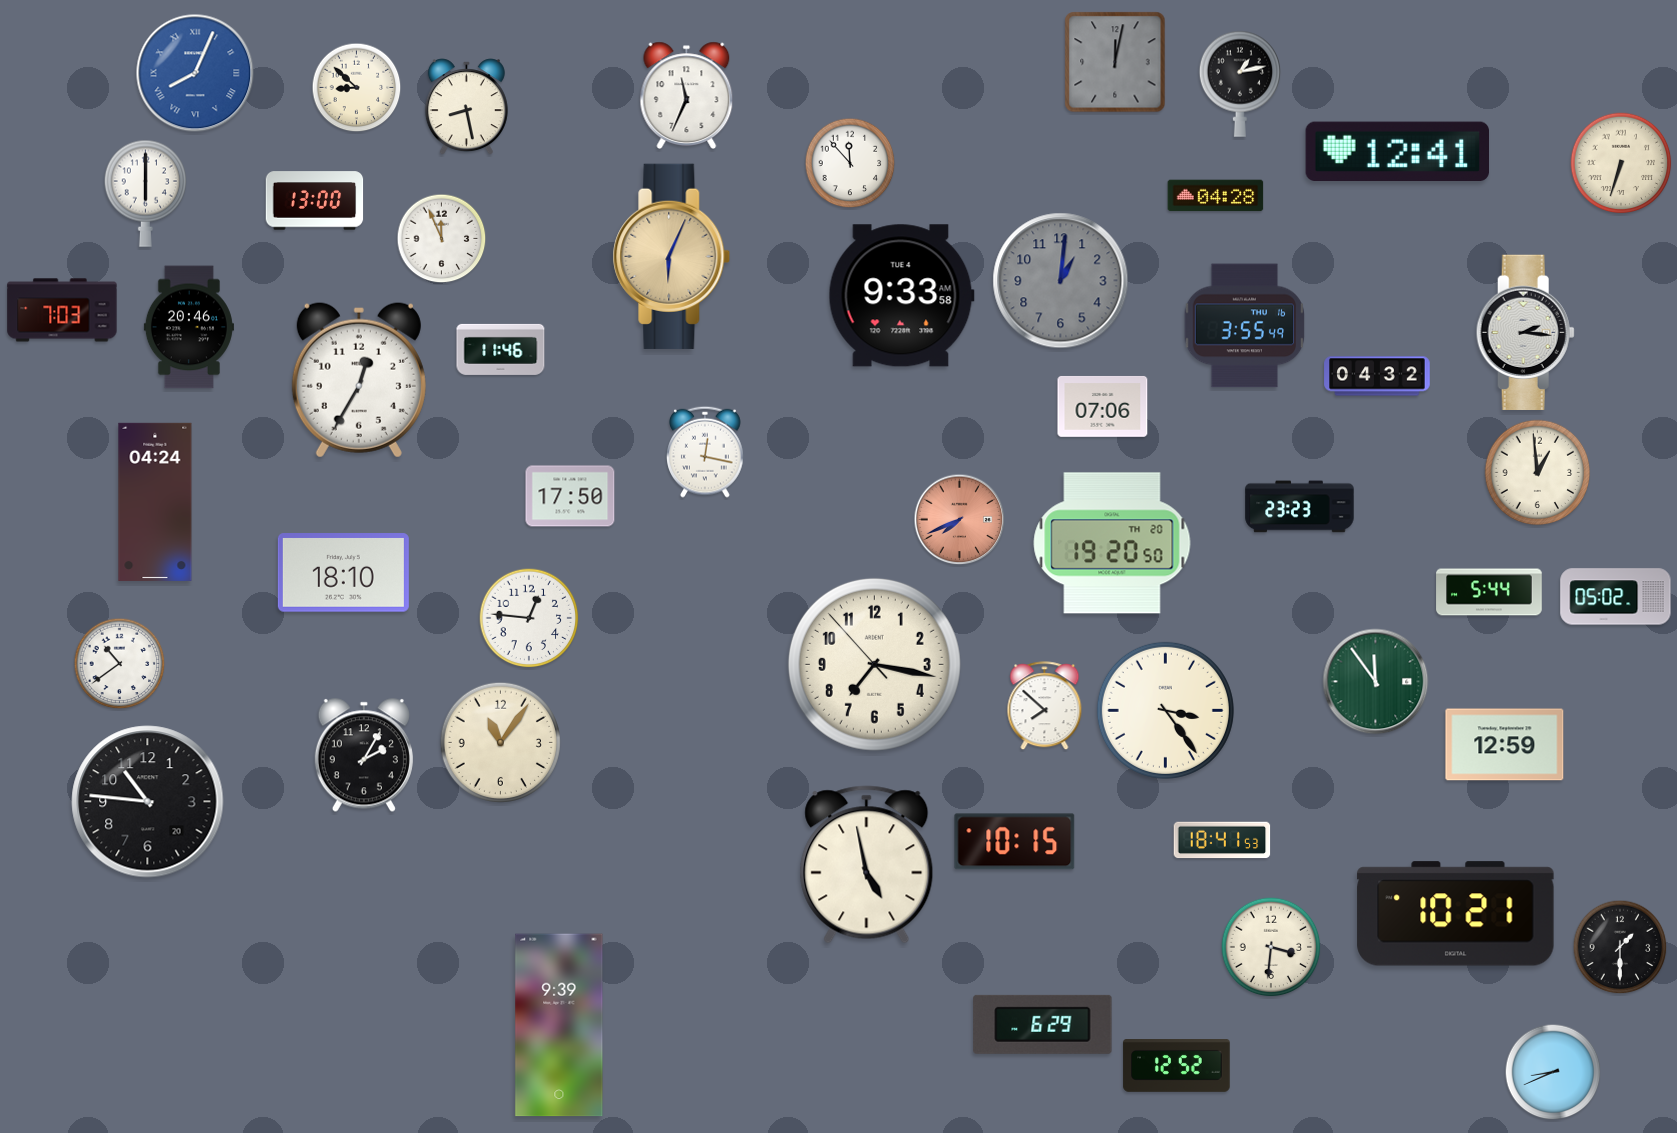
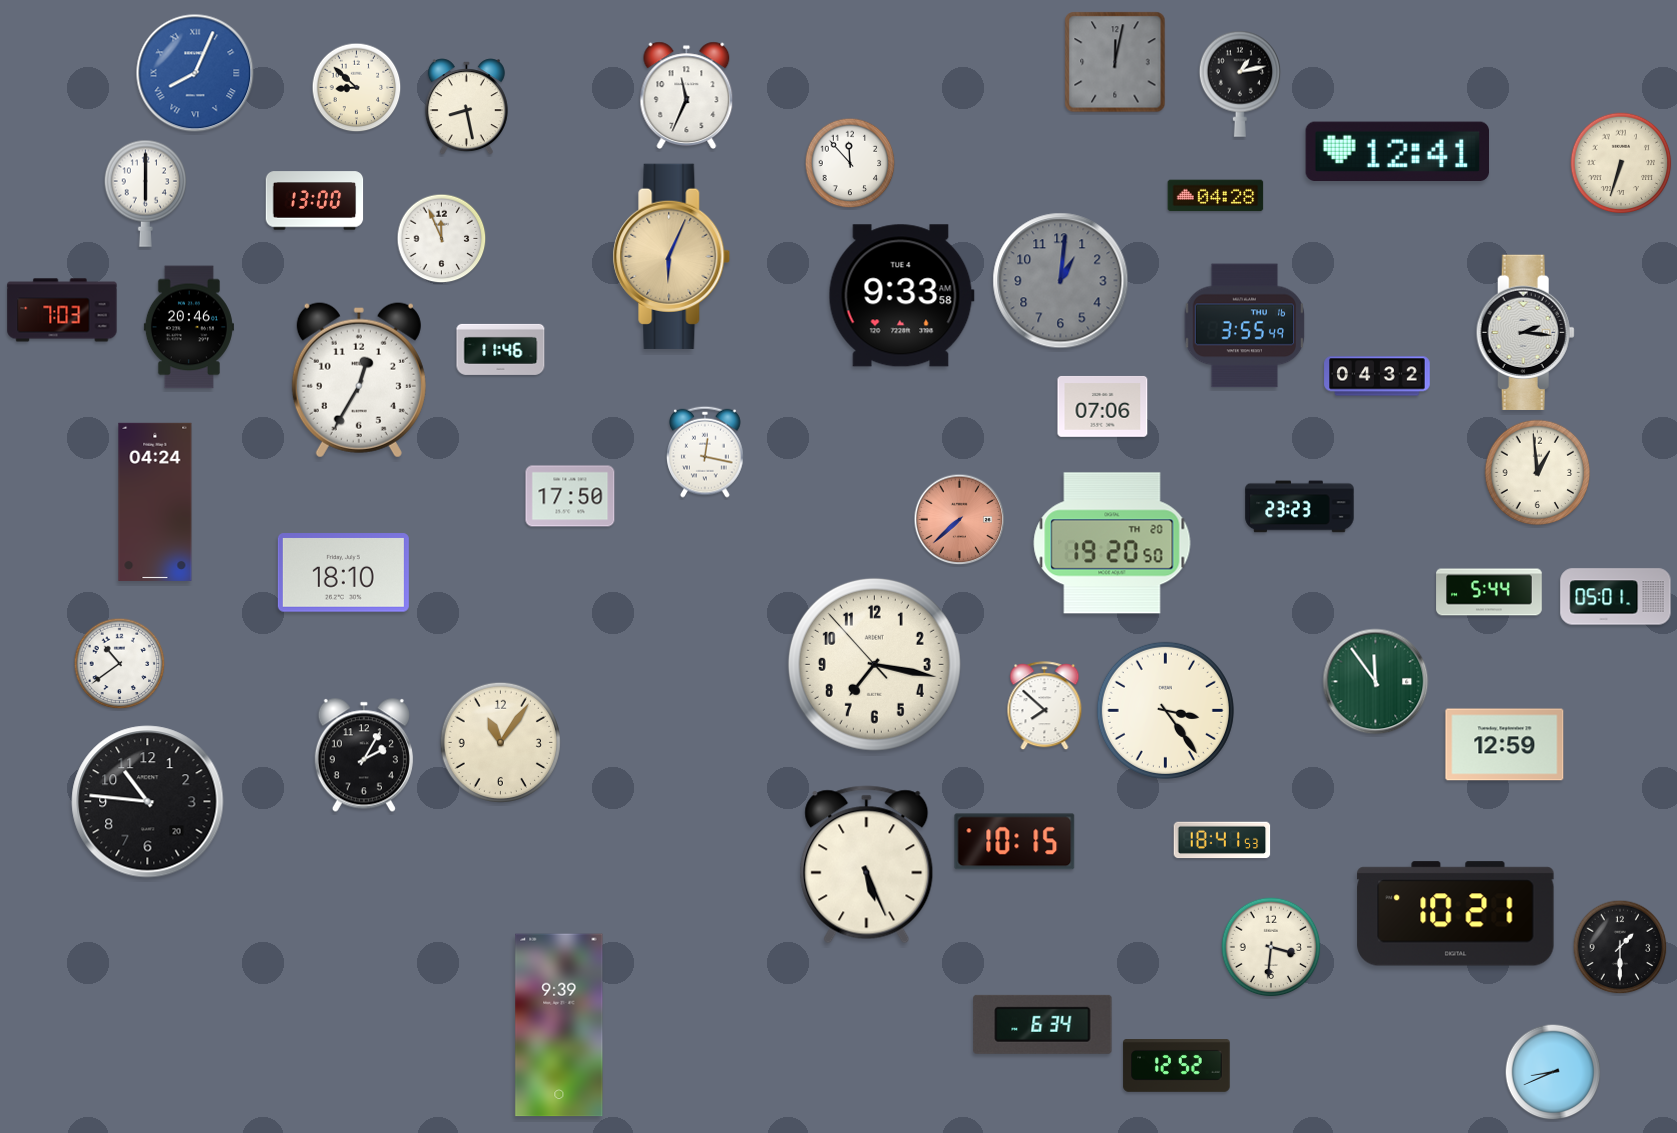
clock at (960, 520): 7:41 -> 7:38
clock at (1616, 597): 05:02 -> 05:01
clock at (529, 618): 12:46 -> none
clock at (867, 865): 4:58 -> 5:26
clock at (1043, 1024): 6:29 -> 6:34
